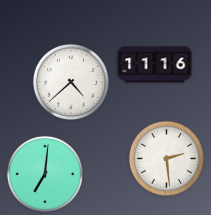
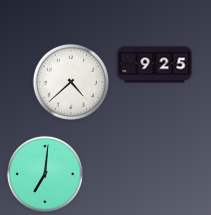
clock at (155, 65): 11:16 -> 9:25
clock at (166, 158): 2:29 -> none
